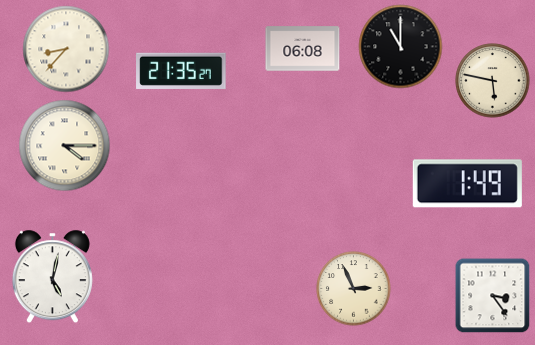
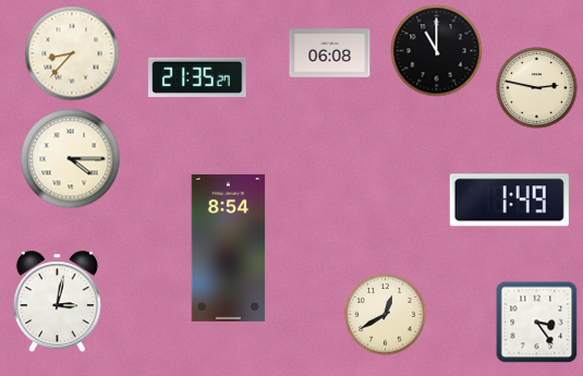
clock at (493, 81): 5:47 -> 2:47
clock at (229, 247): none -> 8:54
clock at (52, 277): 5:02 -> 3:02
clock at (354, 289): 2:56 -> 12:40
